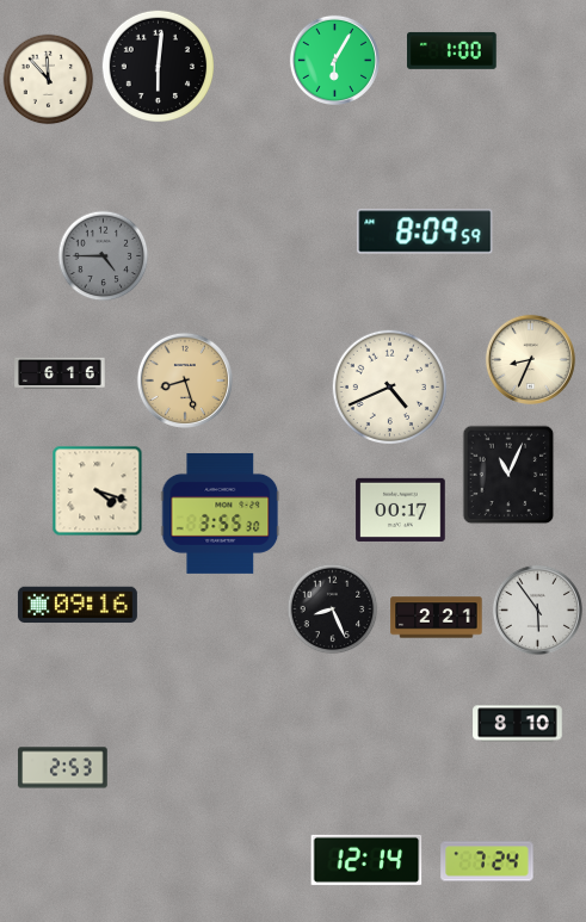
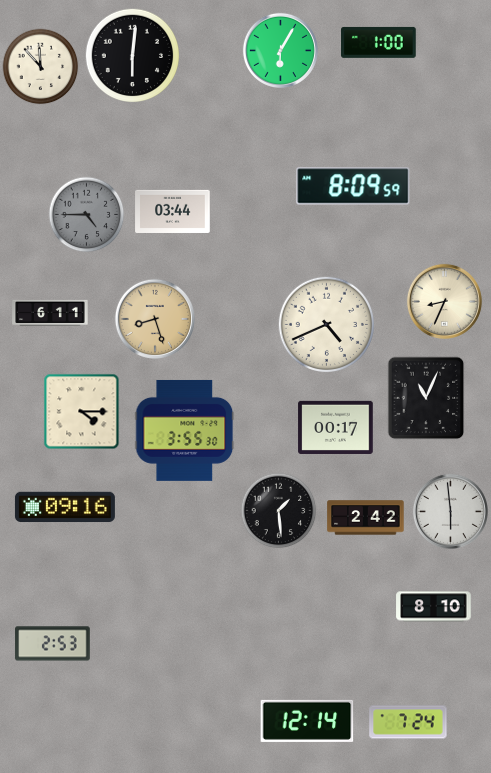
clock at (425, 231) position: (425, 231) -> (353, 186)
clock at (173, 211): none -> 03:44
clock at (60, 373): 6:16 -> 6:11
clock at (98, 491): 4:18 -> 4:15
clock at (333, 609): 8:26 -> 1:29
clock at (537, 609): 5:54 -> 5:59
clock at (437, 618): 2:21 -> 2:42
